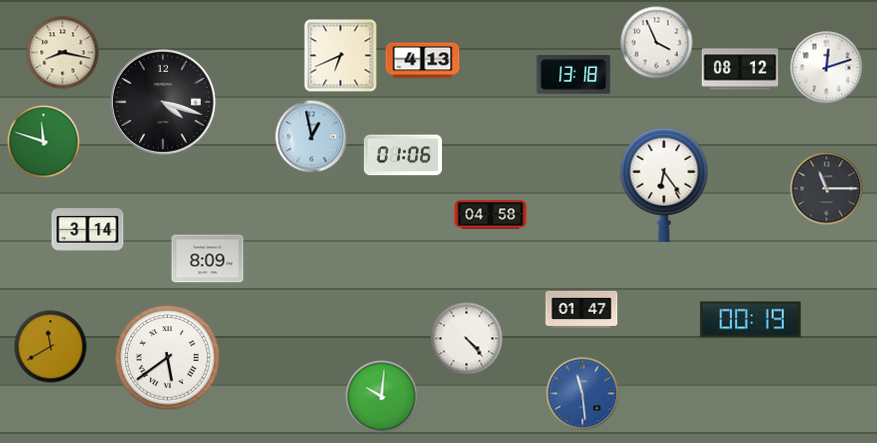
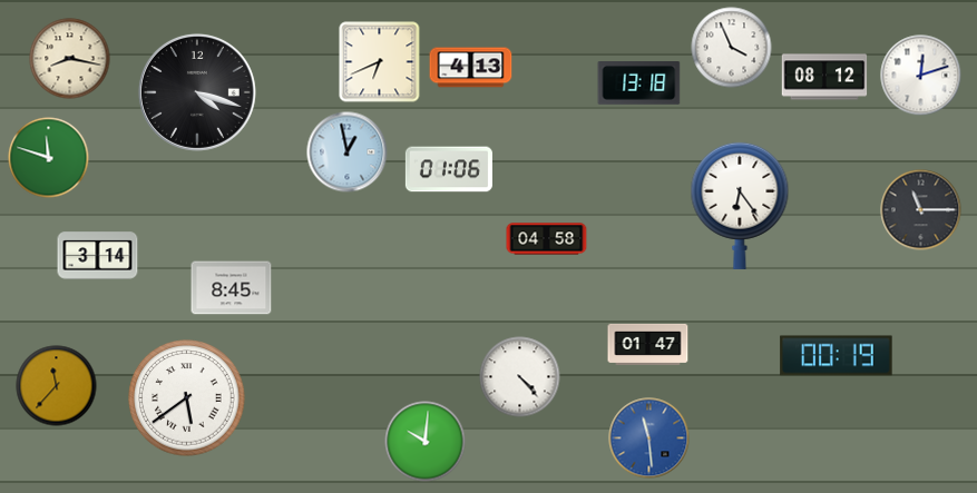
clock at (163, 102) position: (163, 102) -> (197, 92)
clock at (403, 155) position: (403, 155) -> (449, 169)
clock at (208, 259): 8:09 -> 8:45
clock at (51, 347): 11:40 -> 11:37
